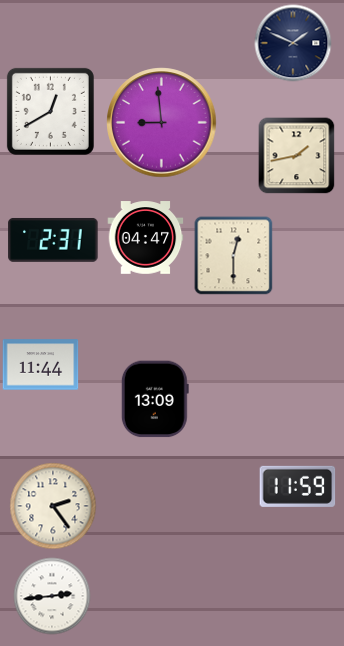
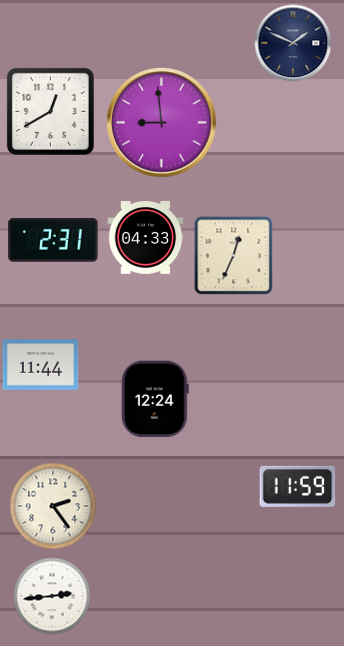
clock at (297, 156): 1:43 -> none
clock at (146, 238): 04:47 -> 04:33
clock at (234, 256): 12:30 -> 12:34
clock at (155, 399): 13:09 -> 12:24
